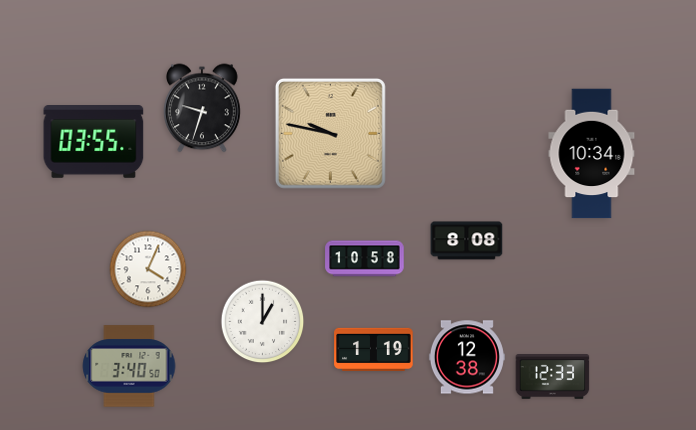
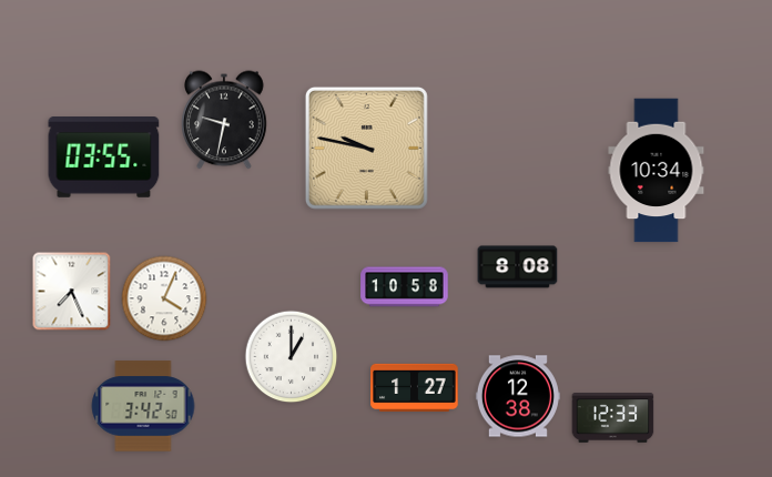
clock at (203, 108): 9:33 -> 9:32
clock at (72, 292): none -> 7:26
clock at (374, 349): 1:19 -> 1:27
clock at (129, 366): 3:40 -> 3:42
